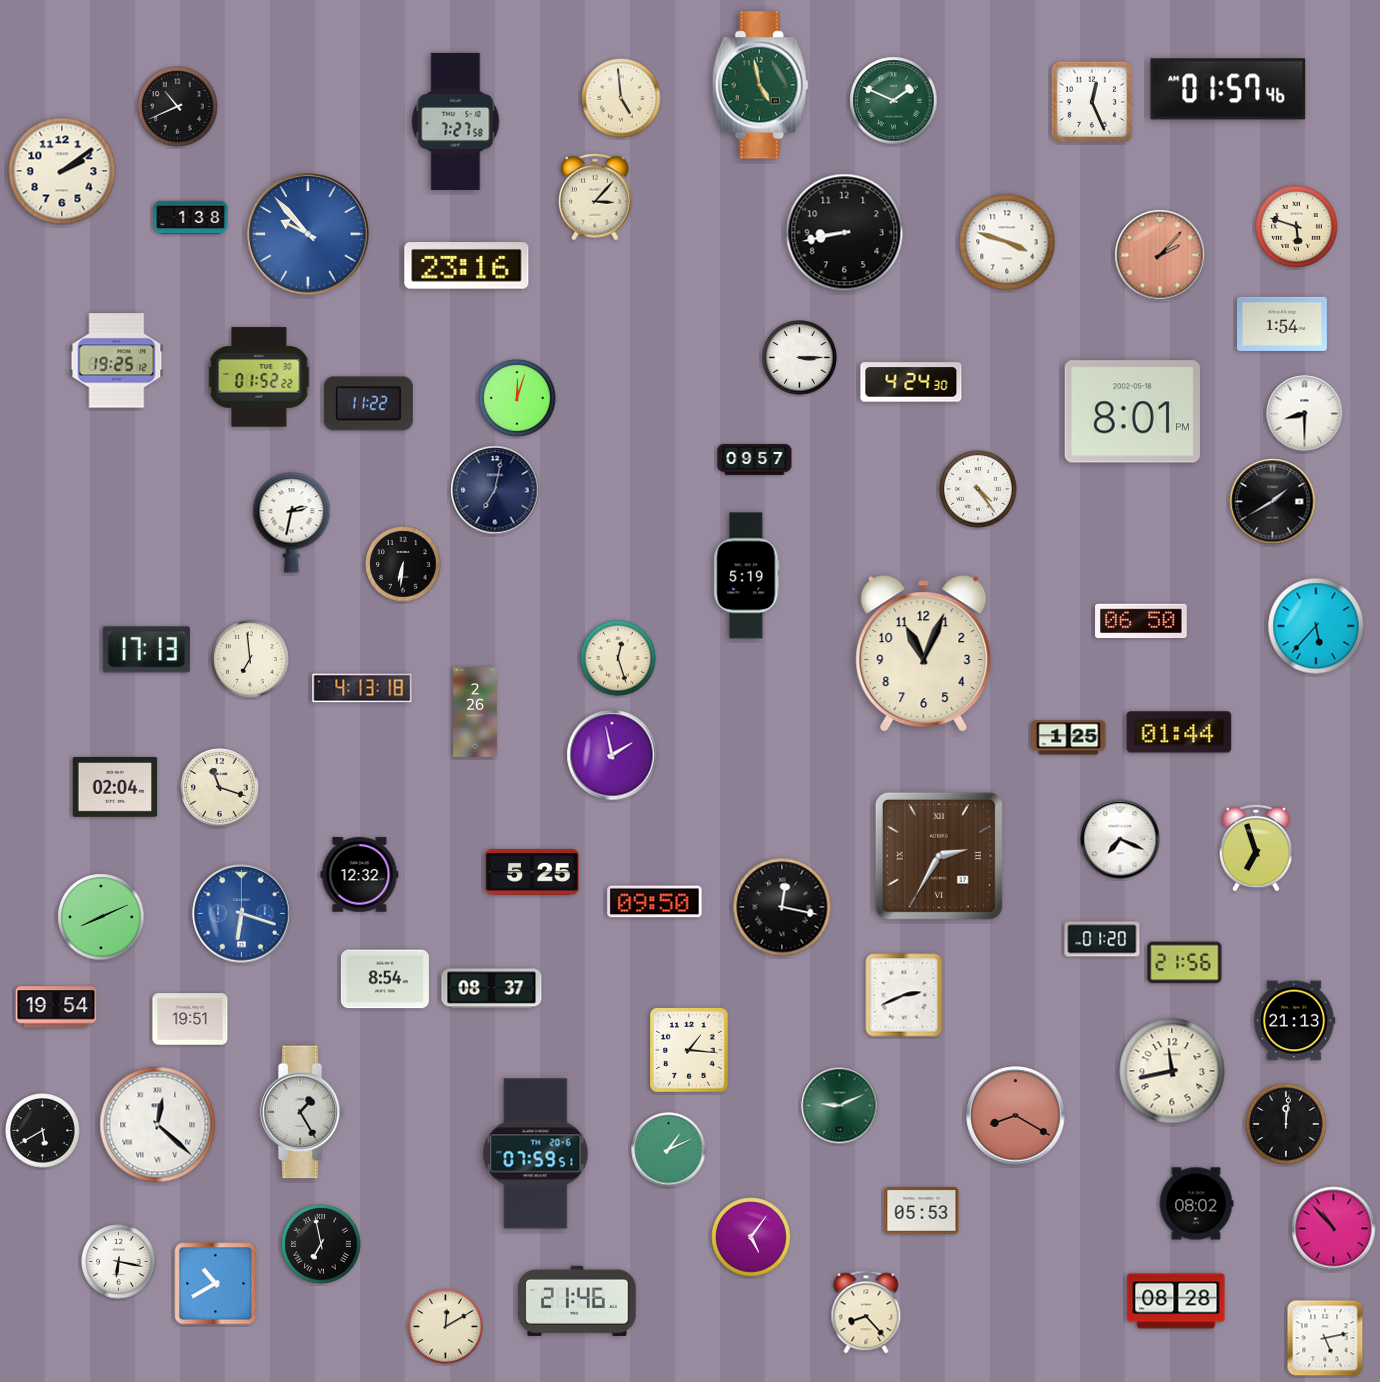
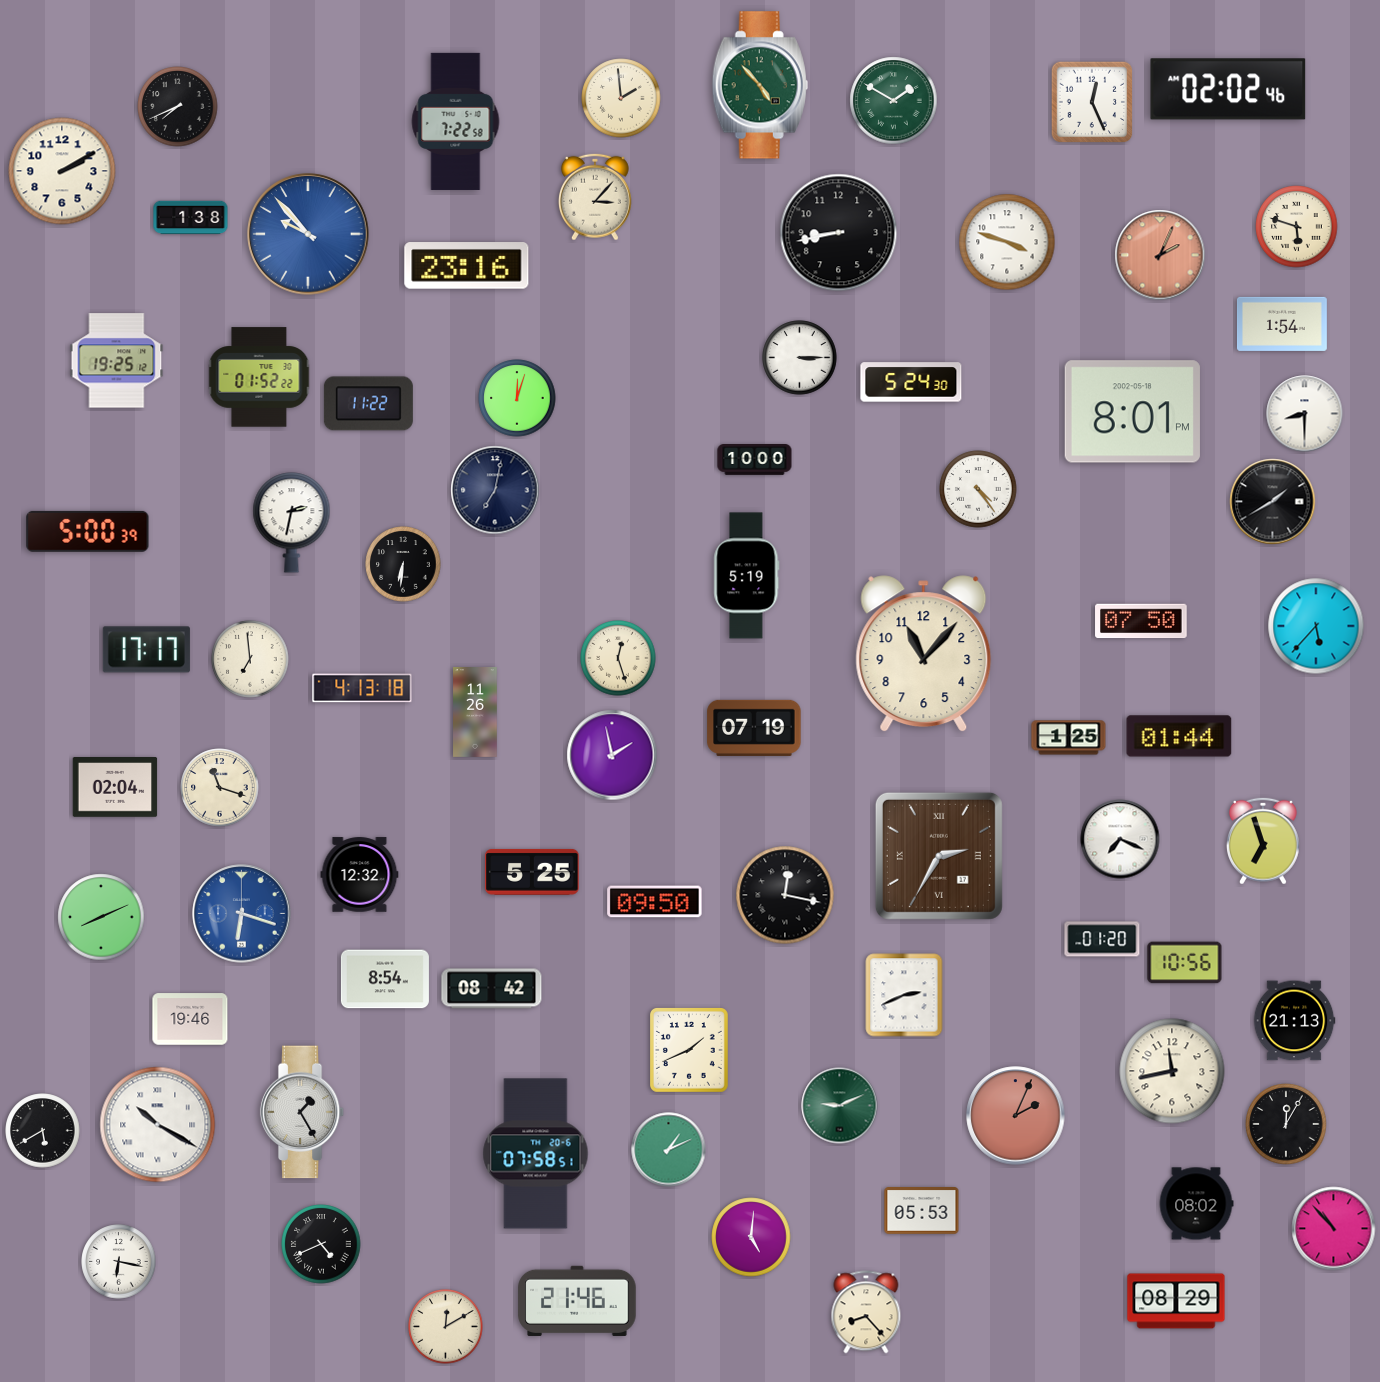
clock at (760, 85): 4:58 -> 4:53
clock at (1228, 89): 01:57 -> 02:02
clock at (621, 98): 4:59 -> 1:59
clock at (894, 101): 1:49 -> 1:50
clock at (178, 107): 10:41 -> 7:41
clock at (456, 121): 7:27 -> 7:22
clock at (62, 171): 2:09 -> 2:10
clock at (845, 233) position: (845, 233) -> (839, 233)
clock at (1160, 255): 2:07 -> 2:04
clock at (911, 382): 4:24 -> 5:24
clock at (755, 460): 09:57 -> 10:00
clock at (88, 531): none -> 5:00
clock at (1141, 621): 06:50 -> 07:50
clock at (146, 650): 17:13 -> 17:17
clock at (924, 654): 11:04 -> 11:07
clock at (475, 713): 2:26 -> 11:26
clock at (754, 728): none -> 07:19
clock at (1179, 732) position: (1179, 732) -> (1179, 736)
clock at (1256, 848) position: (1256, 848) -> (1263, 841)
clock at (782, 907) position: (782, 907) -> (785, 895)
clock at (1185, 963): 21:56 -> 10:56
clock at (492, 989): 08:37 -> 08:42
clock at (56, 1007): 19:54 -> none
clock at (190, 1019): 19:51 -> 19:46
clock at (690, 1051): 1:16 -> 1:41
clock at (1016, 1116): 8:20 -> 2:04
clock at (1286, 1124): 12:01 -> 12:05
clock at (158, 1125): 12:22 -> 10:20
clock at (536, 1154): 07:59 -> 07:58
clock at (751, 1237): 5:06 -> 5:01
clock at (321, 1244): 6:58 -> 4:41
clock at (216, 1284): 10:40 -> none
clock at (1176, 1301): 08:28 -> 08:29
clock at (1325, 1338): 5:13 -> none
